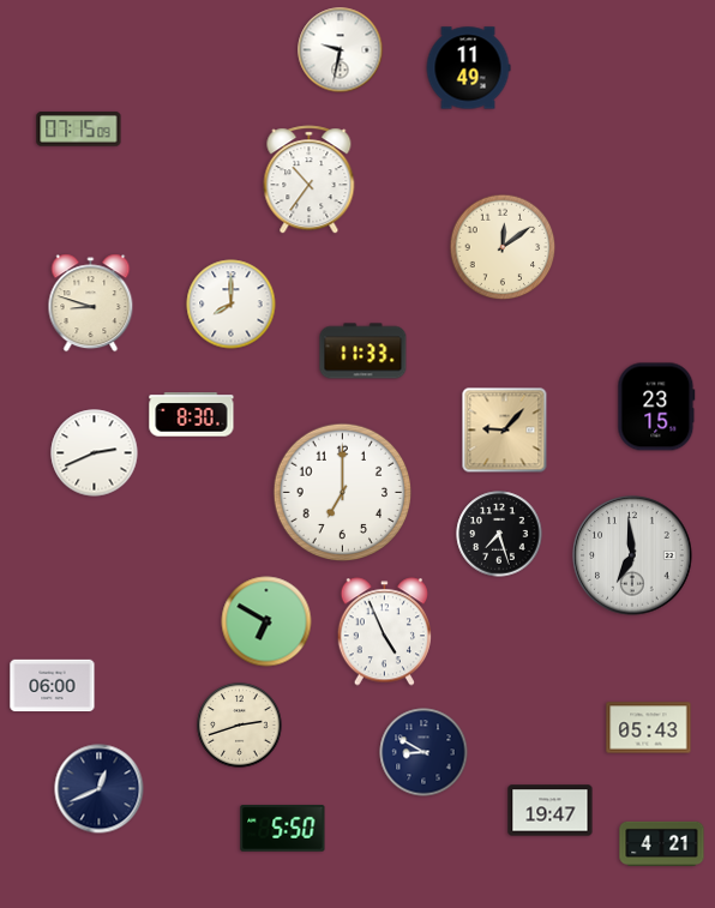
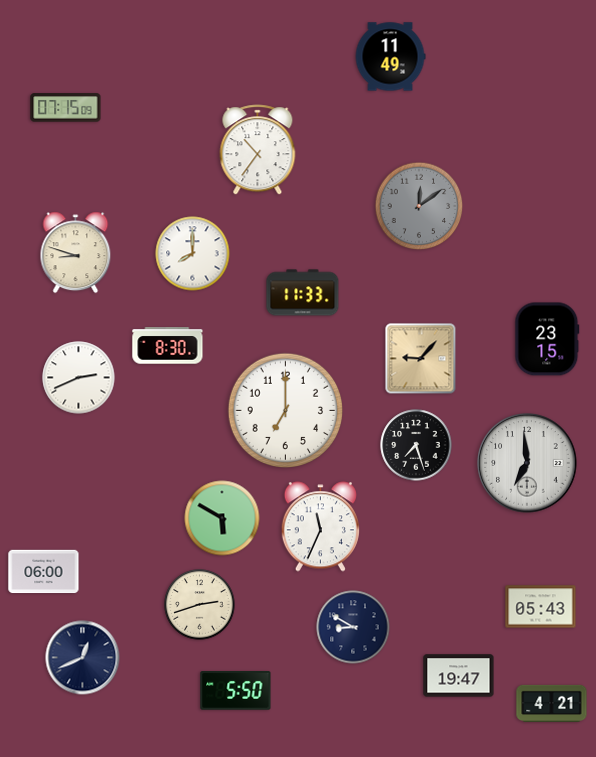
clock at (341, 50): 9:32 -> none
clock at (503, 247) dial: cream -> grey
clock at (192, 415) position: (192, 415) -> (168, 346)
clock at (266, 621): 6:50 -> 5:50
clock at (384, 632): 4:56 -> 11:34
